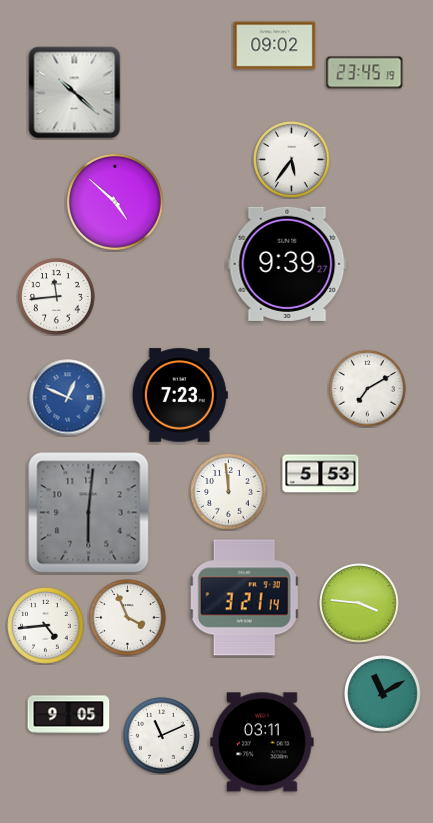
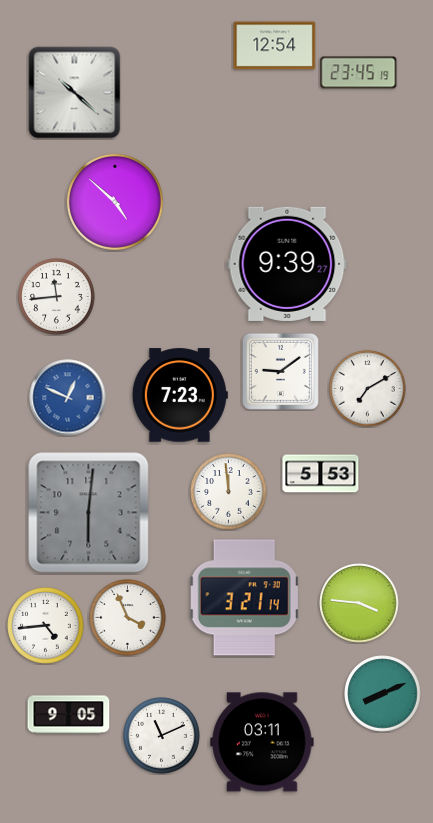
clock at (275, 46): 09:02 -> 12:54
clock at (365, 73) position: (365, 73) -> (359, 73)
clock at (292, 160): 5:36 -> none
clock at (280, 371): none -> 9:09
clock at (383, 694): 11:10 -> 8:11
